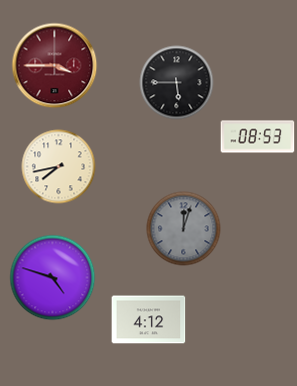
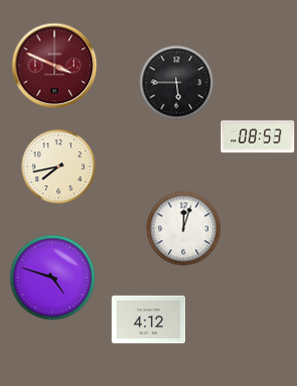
clock at (55, 66): 3:45 -> 3:49
clock at (184, 229) dial: grey -> white
